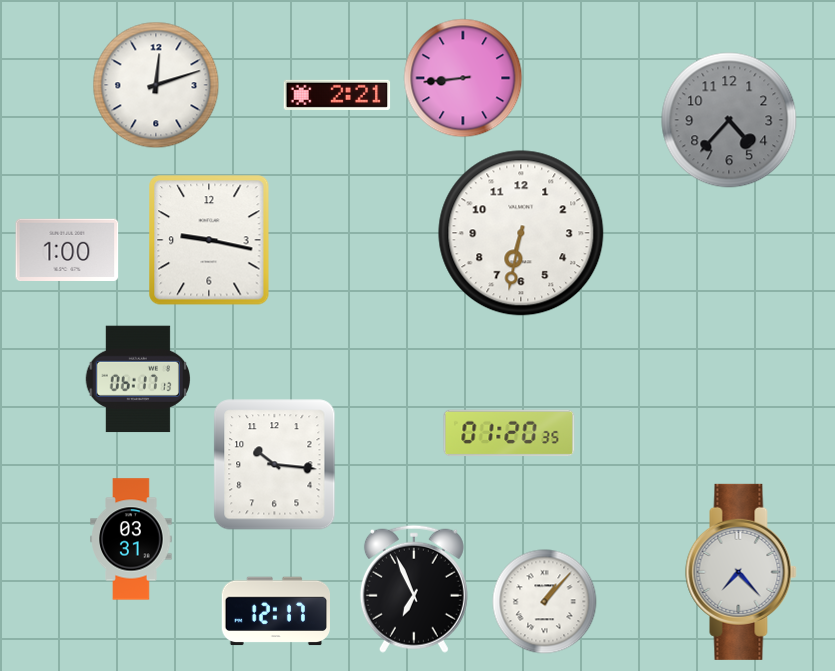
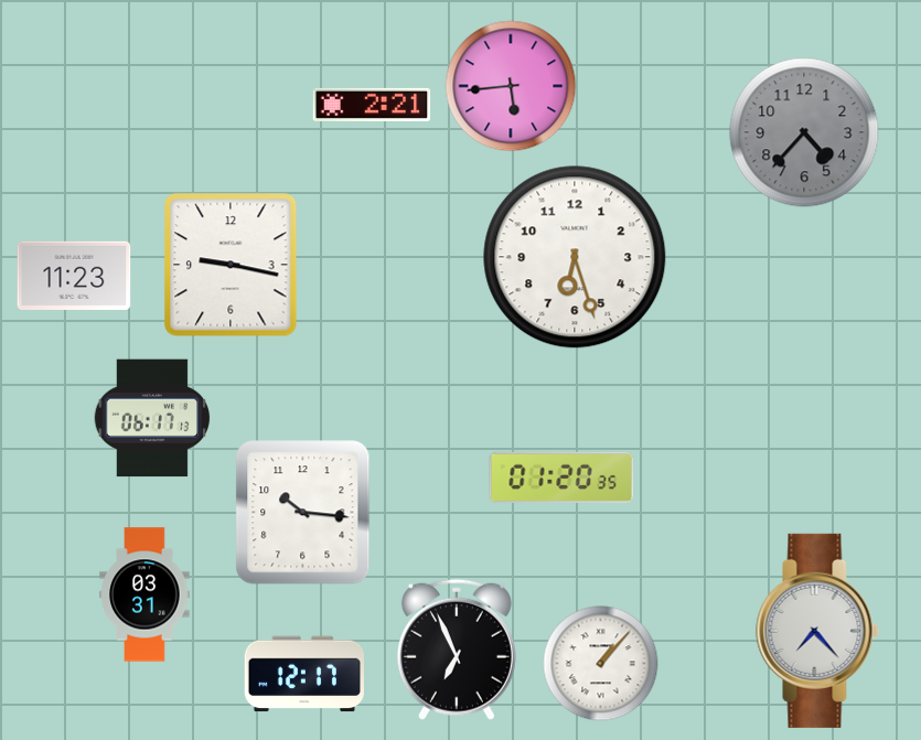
clock at (463, 78): 8:44 -> 5:44
clock at (156, 85): 12:12 -> none
clock at (521, 233): 6:32 -> 6:27
clock at (67, 249): 1:00 -> 11:23
